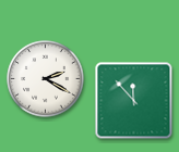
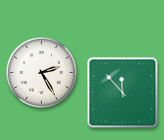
clock at (46, 79): 2:20 -> 2:25
